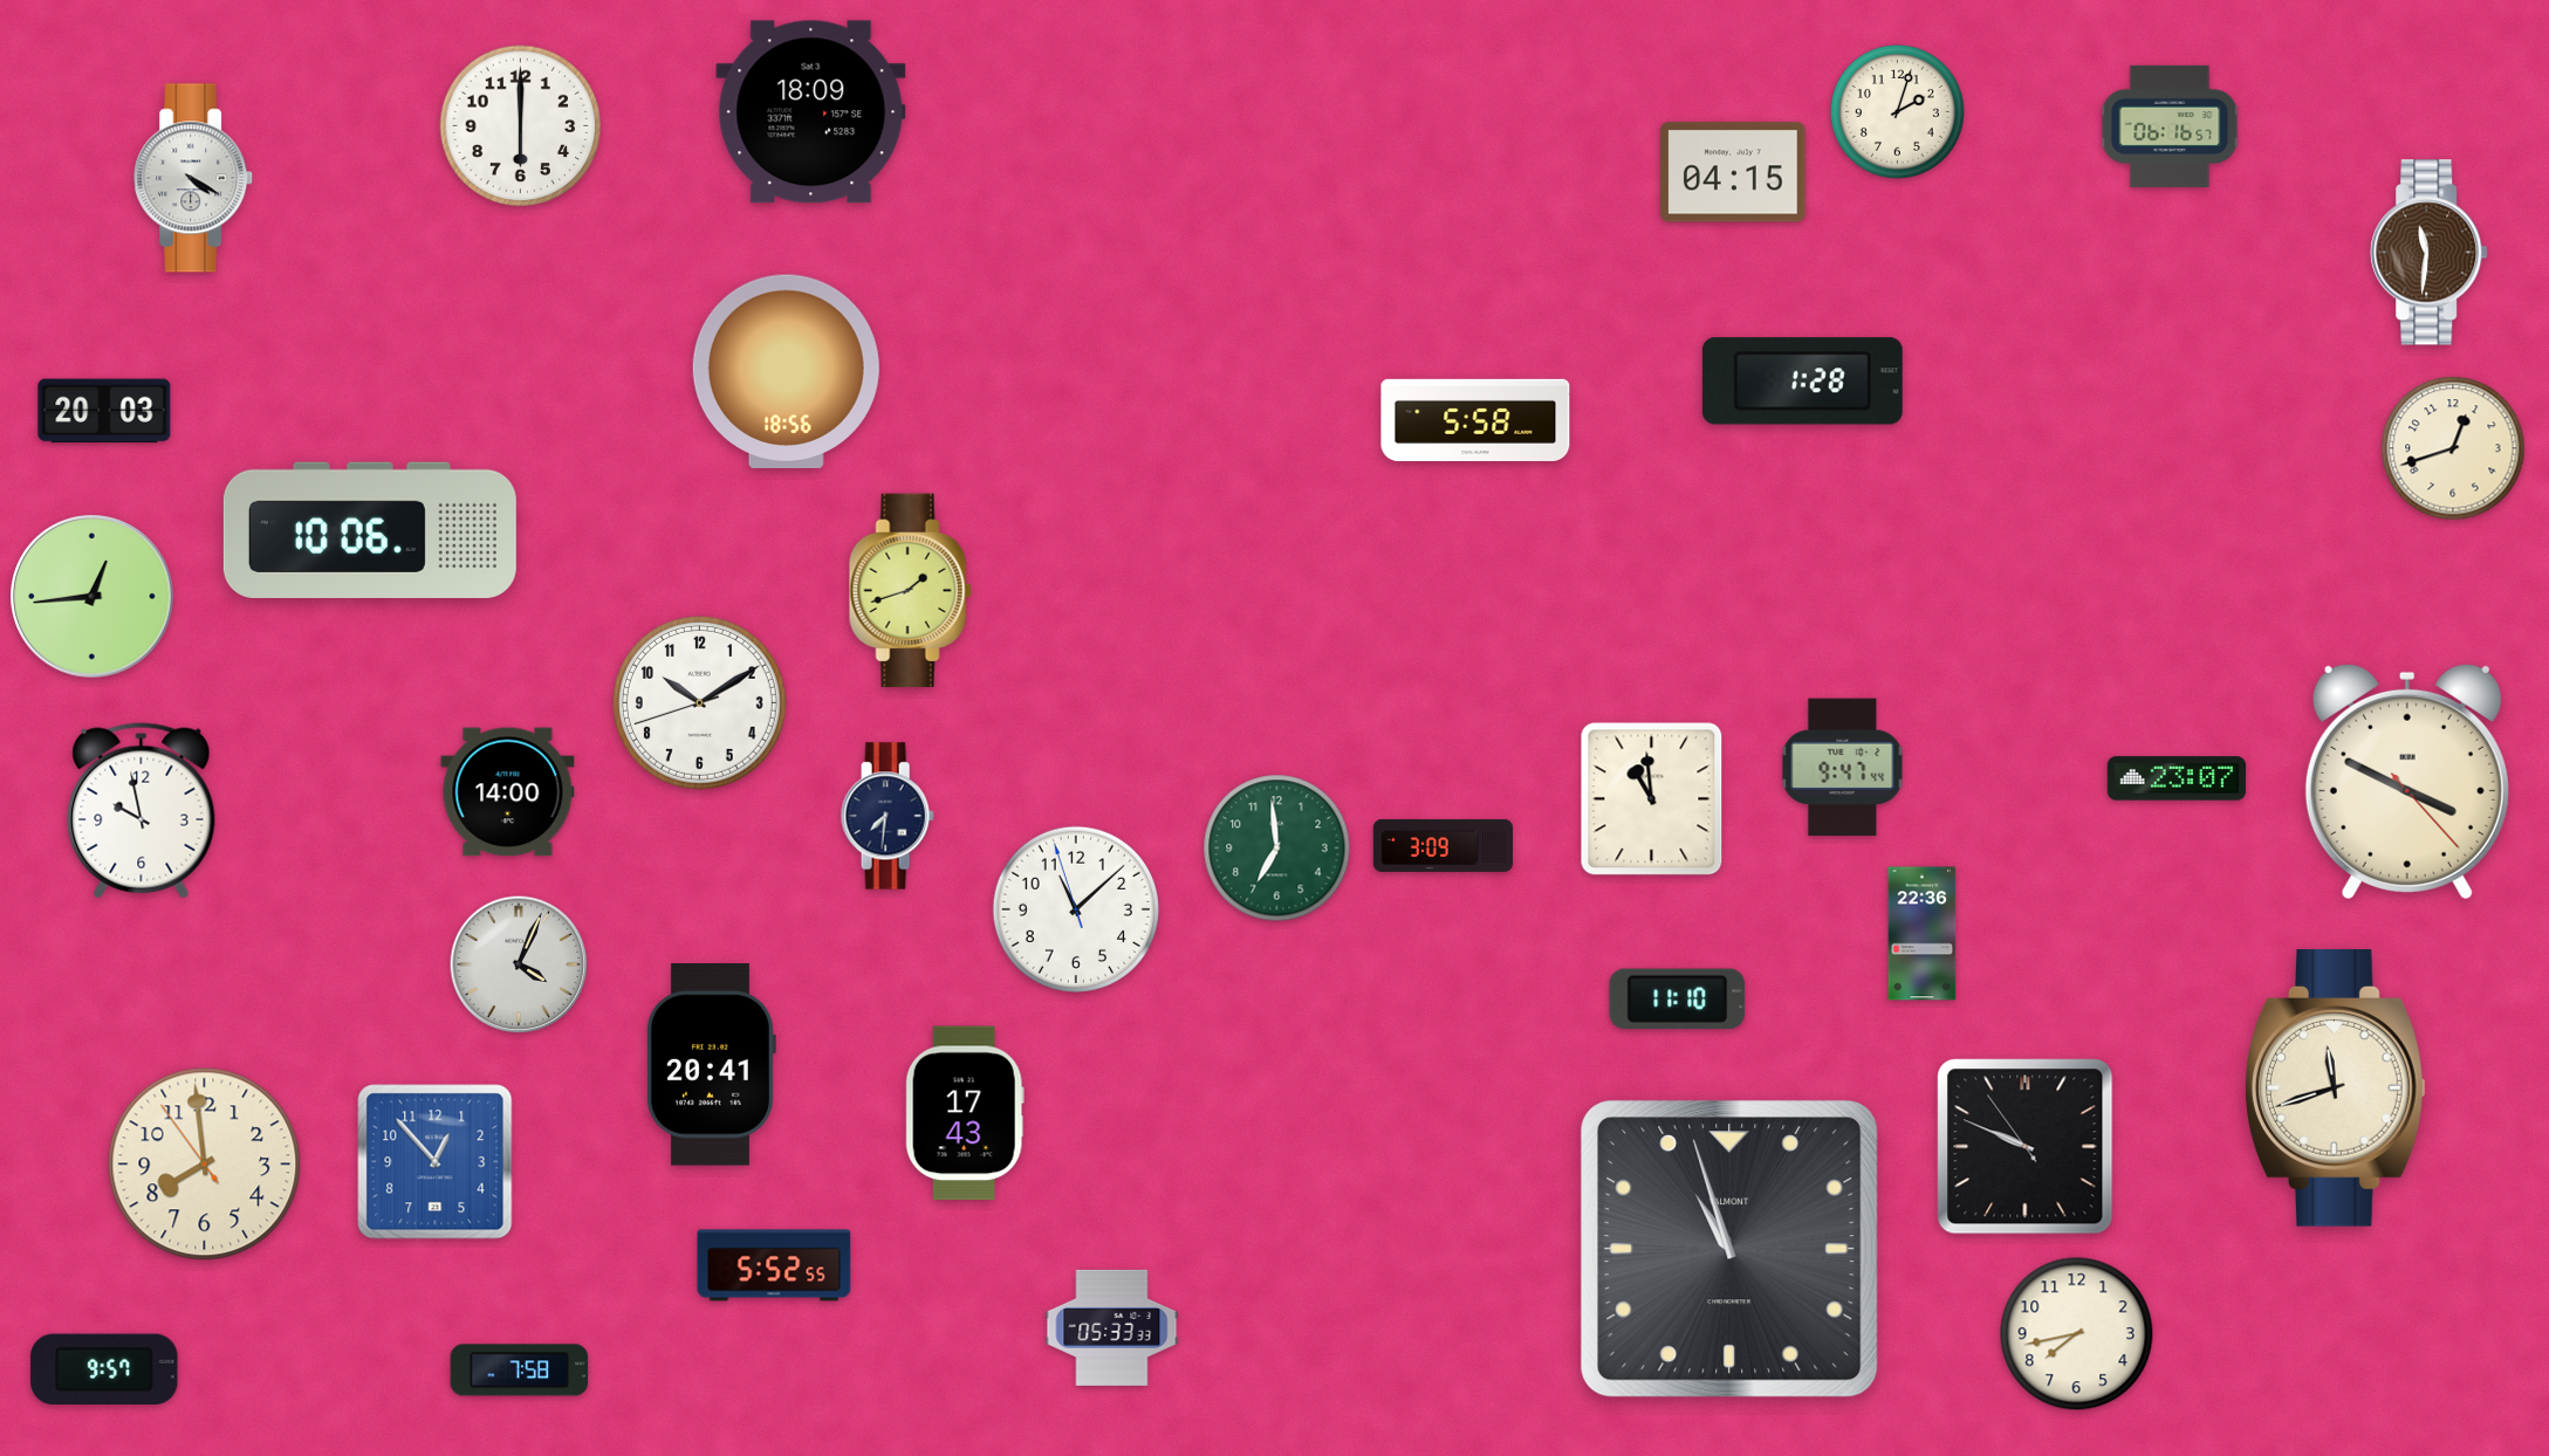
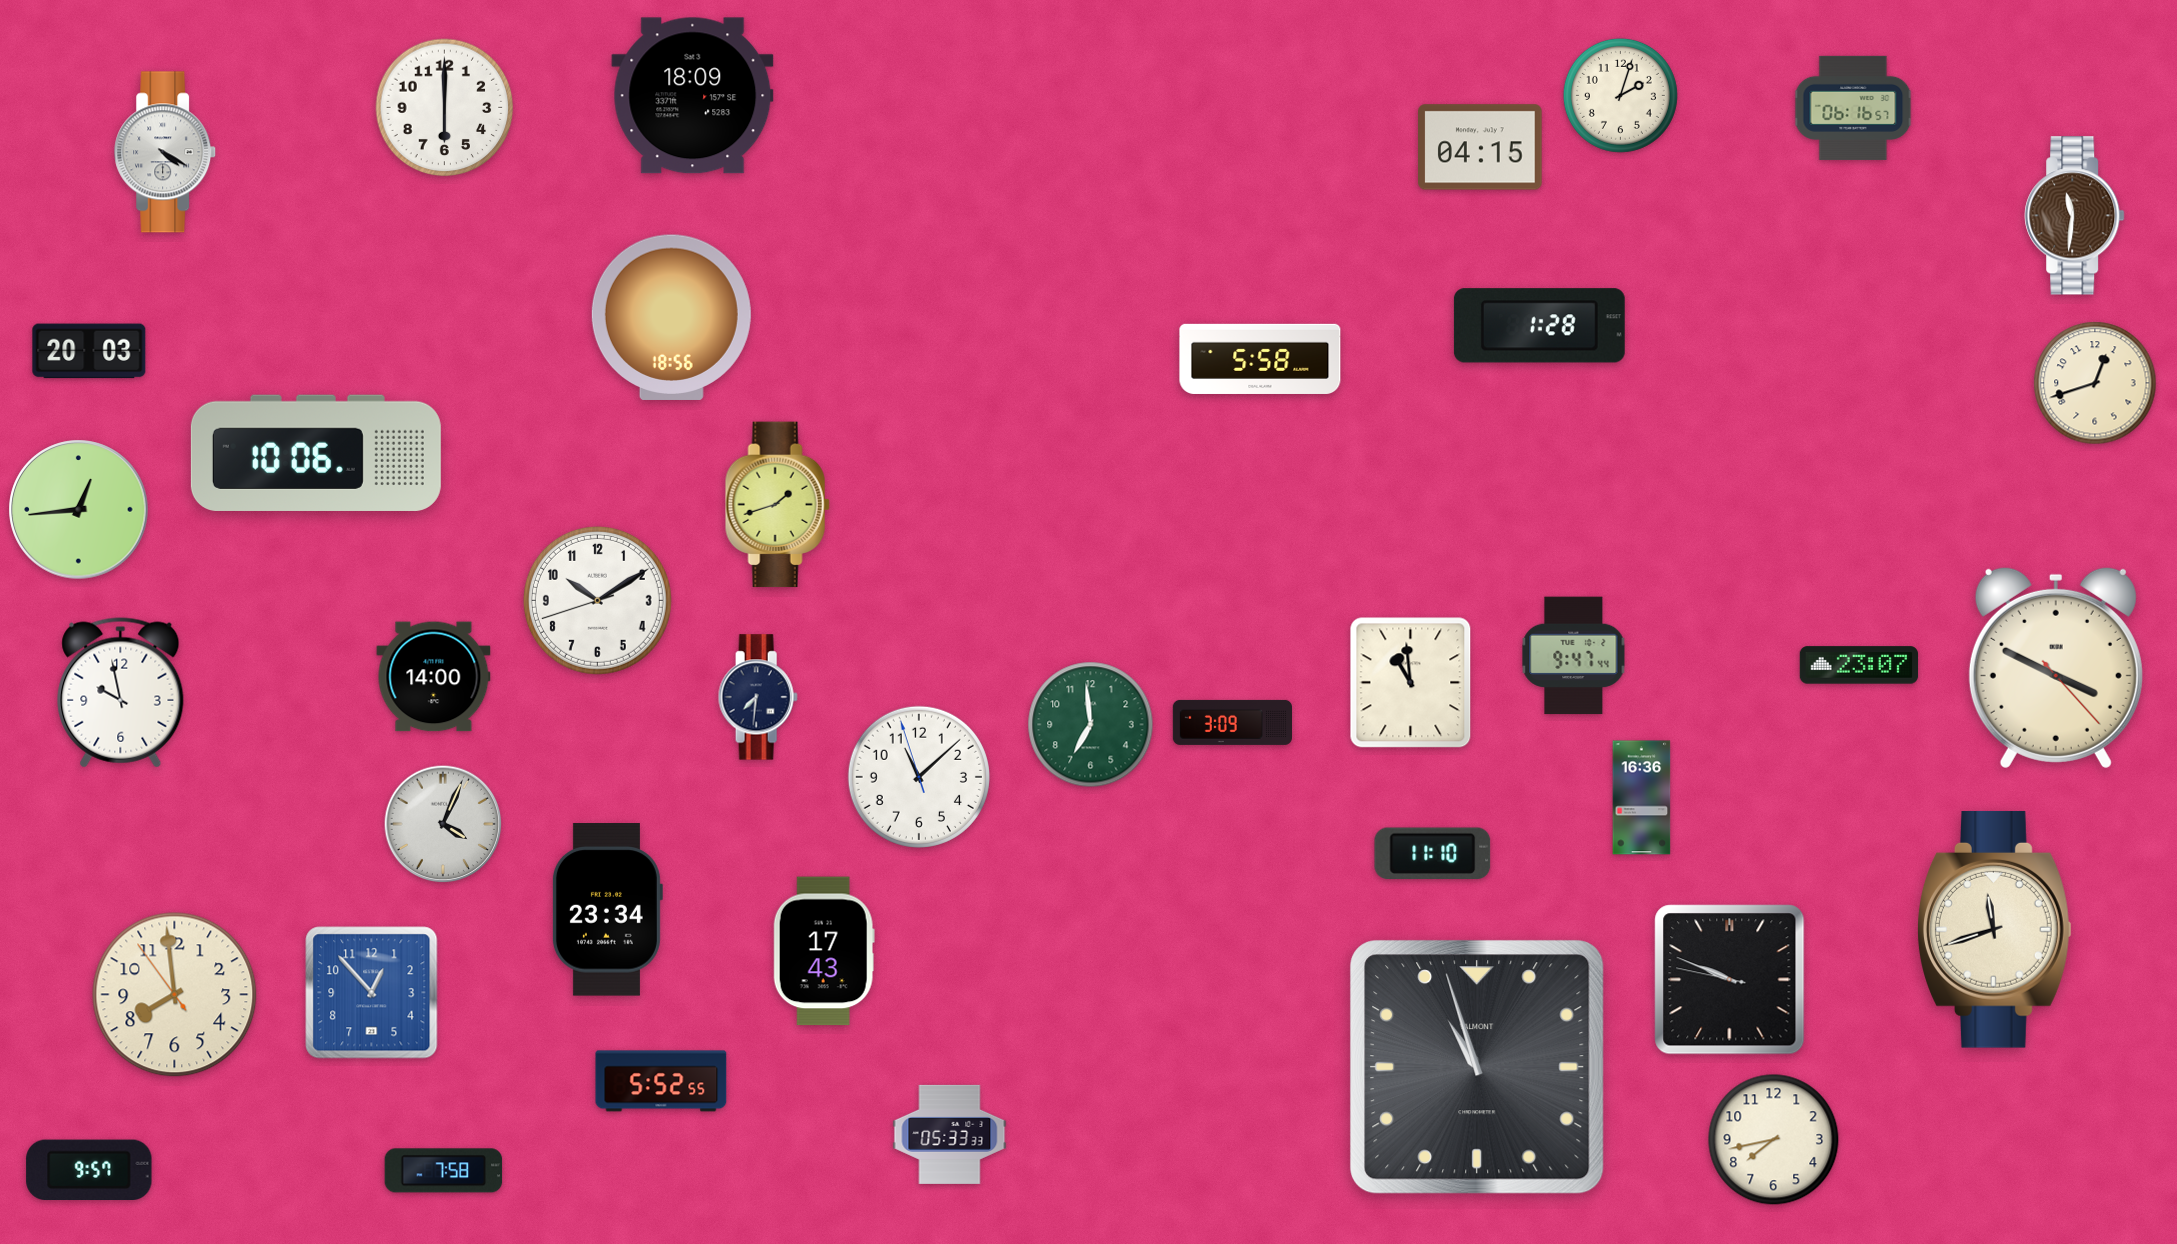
clock at (1923, 934): 22:36 -> 16:36
clock at (711, 1065): 20:41 -> 23:34
clock at (2026, 1147): 9:48:54 -> 9:48:47
